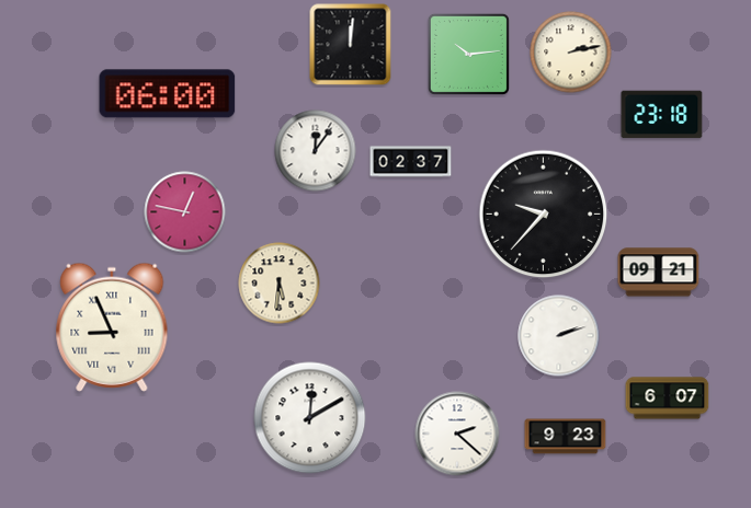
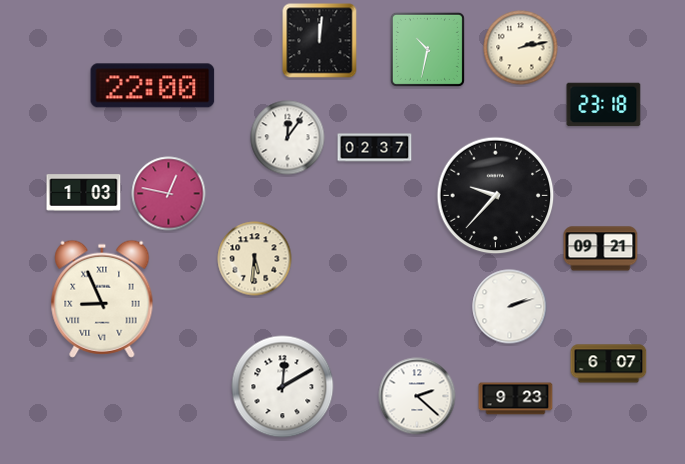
clock at (468, 54): 10:14 -> 10:32
clock at (168, 94): 06:00 -> 22:00
clock at (84, 193): none -> 1:03
clock at (310, 418) position: (310, 418) -> (283, 387)
